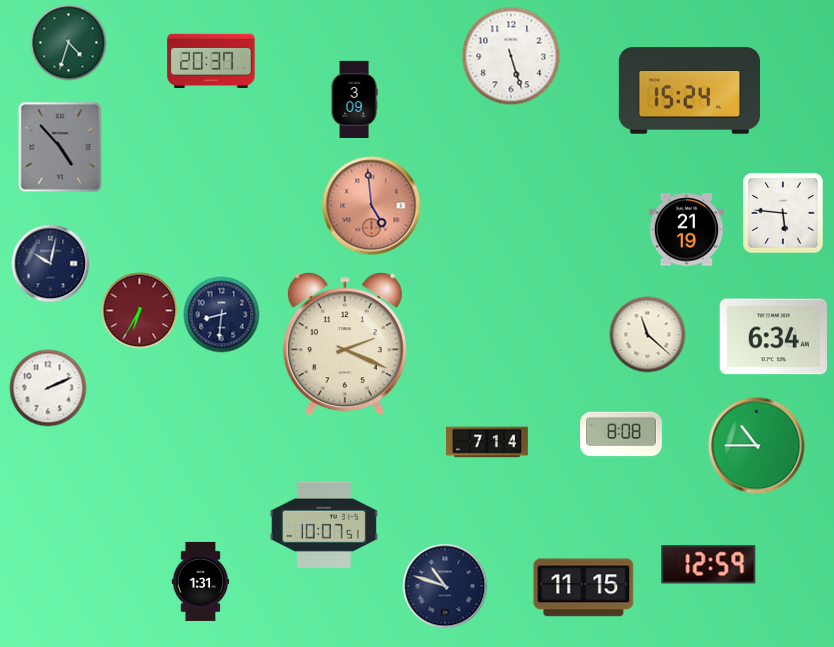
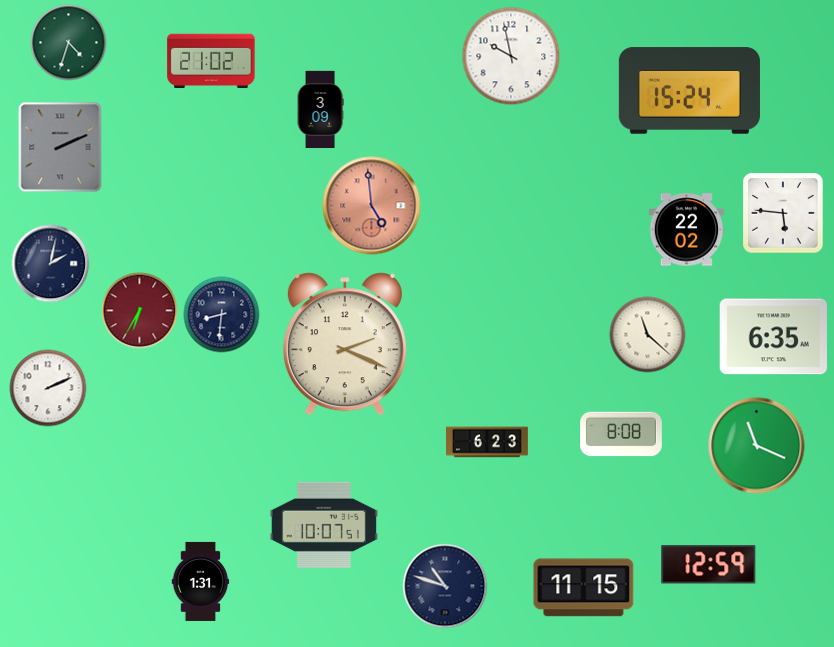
clock at (511, 56): 5:27 -> 9:58
clock at (211, 61): 20:37 -> 21:02
clock at (354, 99) position: (354, 99) -> (320, 109)
clock at (60, 147): 4:53 -> 2:11
clock at (687, 230): 21:19 -> 22:02
clock at (51, 264): 10:02 -> 2:02
clock at (773, 337): 6:34 -> 6:35
clock at (488, 442): 7:14 -> 6:23
clock at (757, 446): 10:45 -> 11:19
